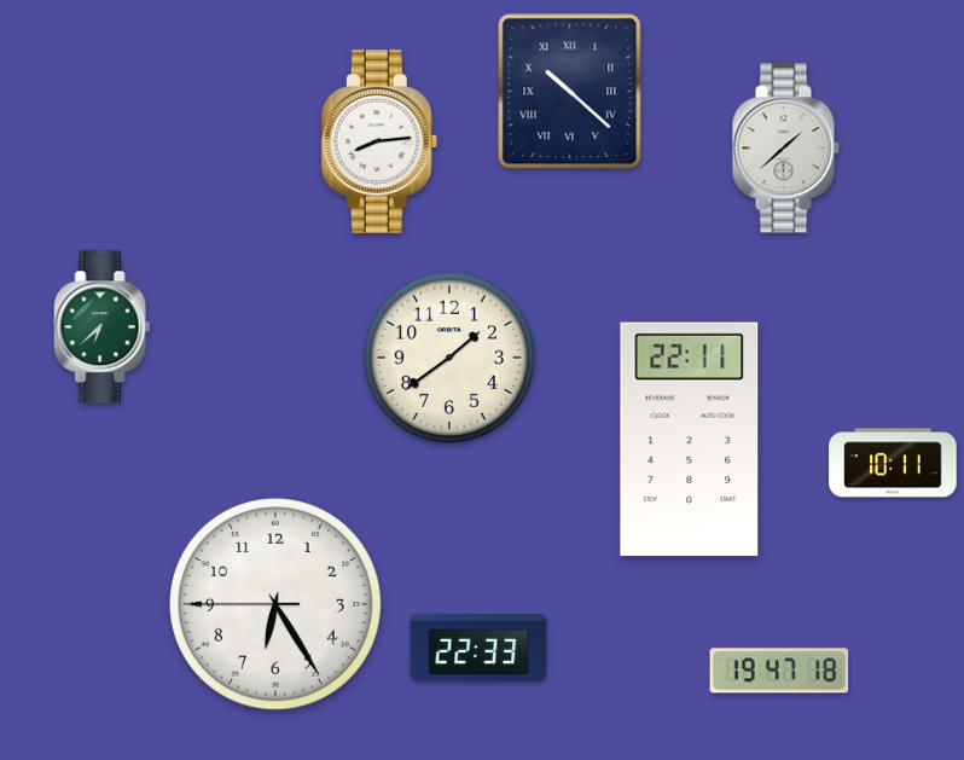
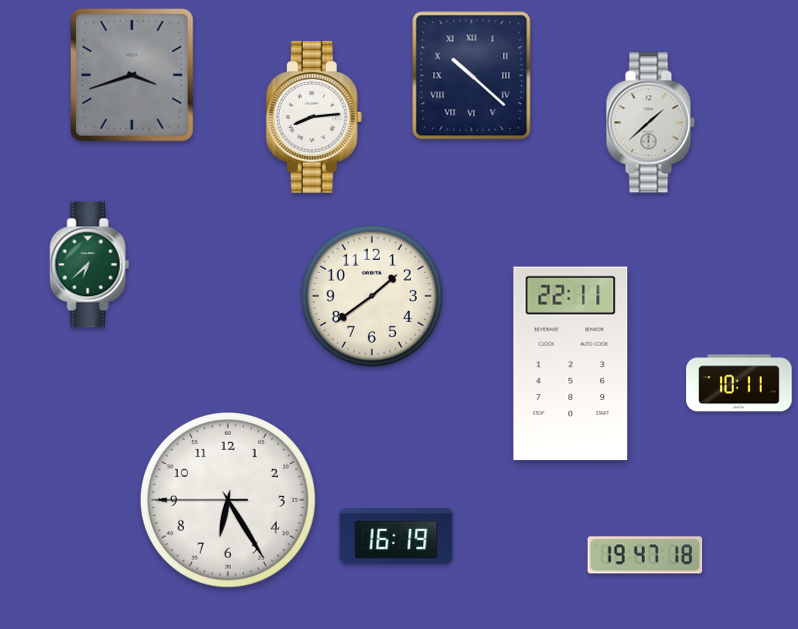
clock at (133, 75): none -> 3:42
clock at (103, 327) position: (103, 327) -> (90, 265)
clock at (478, 649): 22:33 -> 16:19
